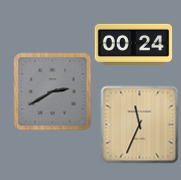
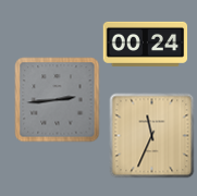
clock at (133, 44) position: (133, 44) -> (145, 44)
clock at (52, 91): 2:40 -> 2:44
